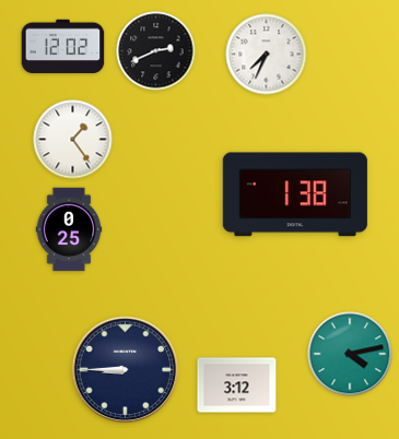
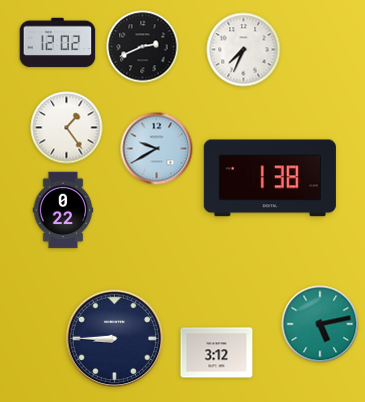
clock at (157, 149): none -> 9:40
clock at (69, 229): 0:25 -> 0:22
clock at (350, 354): 4:13 -> 5:13
